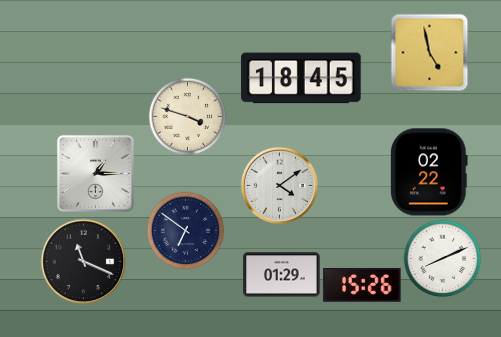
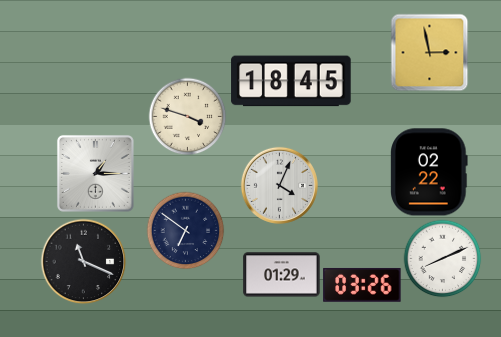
clock at (429, 52): 4:58 -> 2:58
clock at (301, 78) position: (301, 78) -> (291, 81)
clock at (279, 185): 4:09 -> 4:04
clock at (362, 285): 15:26 -> 03:26
